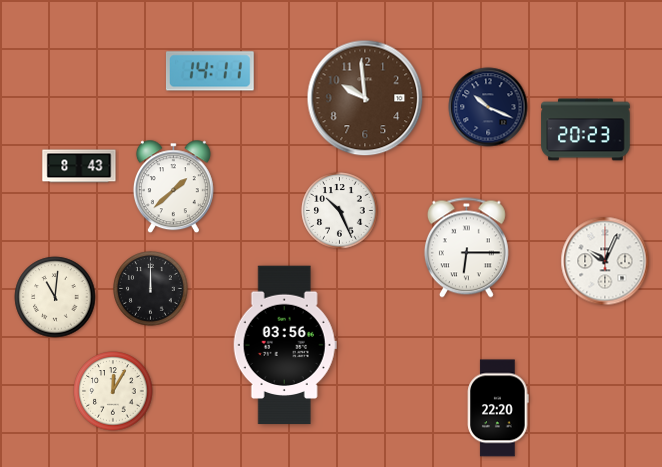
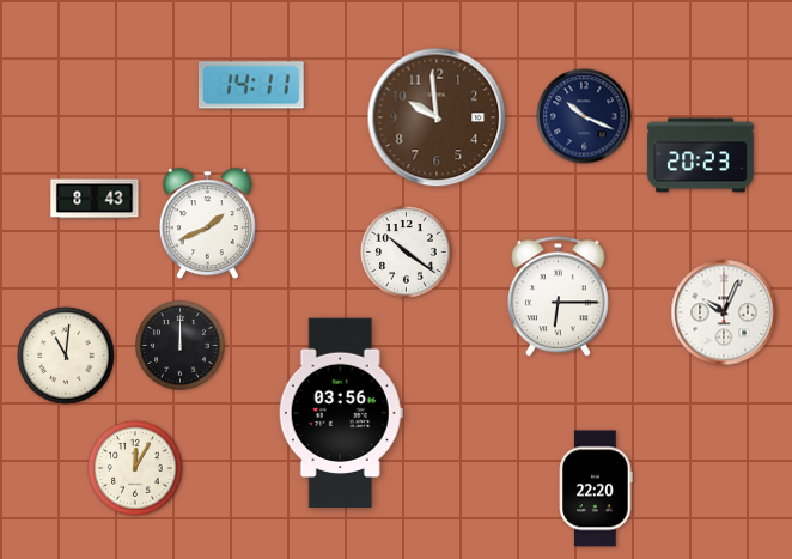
clock at (488, 107) position: (488, 107) -> (584, 116)
clock at (173, 187): 1:38 -> 1:41
clock at (340, 211): 10:26 -> 10:21
